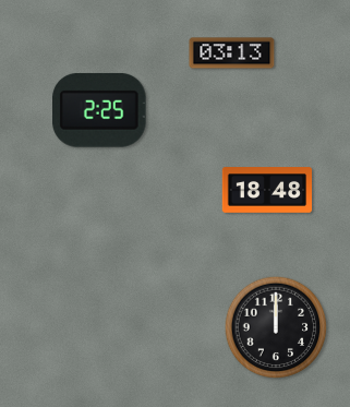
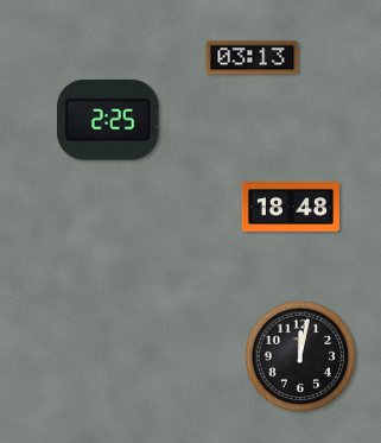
clock at (276, 327): 12:00 -> 12:02
